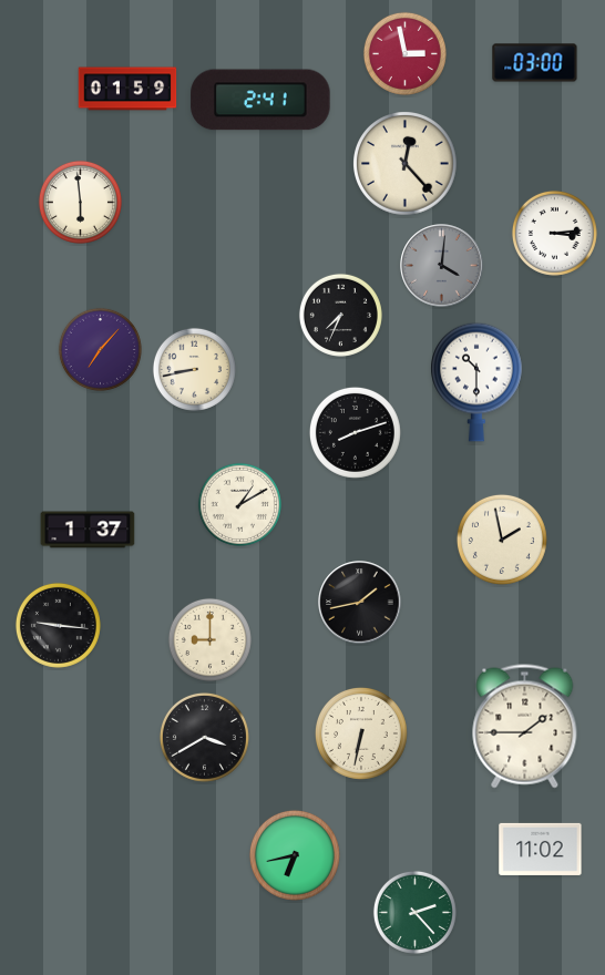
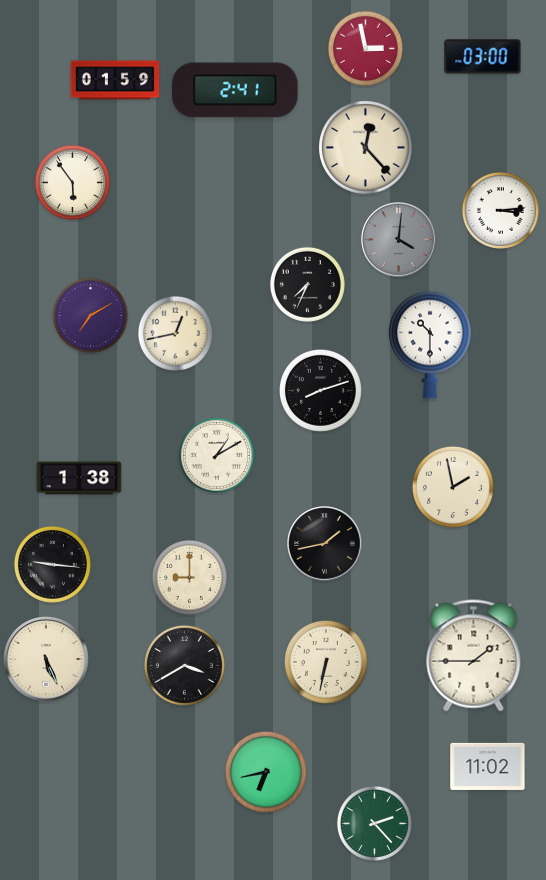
clock at (80, 202): 5:59 -> 5:54
clock at (100, 349): 7:07 -> 7:10
clock at (194, 369): 8:43 -> 12:43
clock at (88, 530): 1:37 -> 1:38
clock at (47, 660): none -> 5:26
